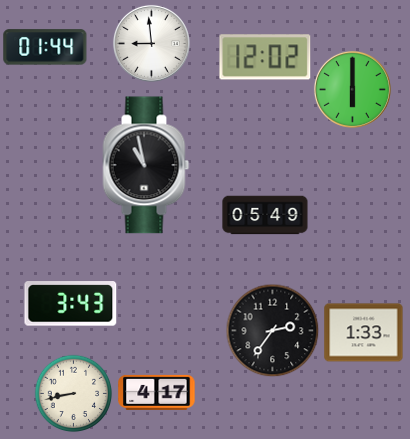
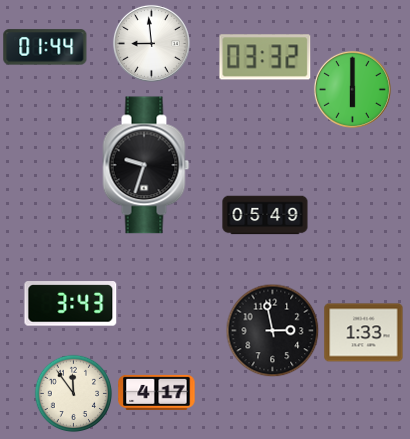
clock at (265, 57): 12:02 -> 03:32
clock at (146, 165): 10:58 -> 9:33
clock at (272, 330): 2:36 -> 2:58
clock at (73, 393): 8:43 -> 11:54
